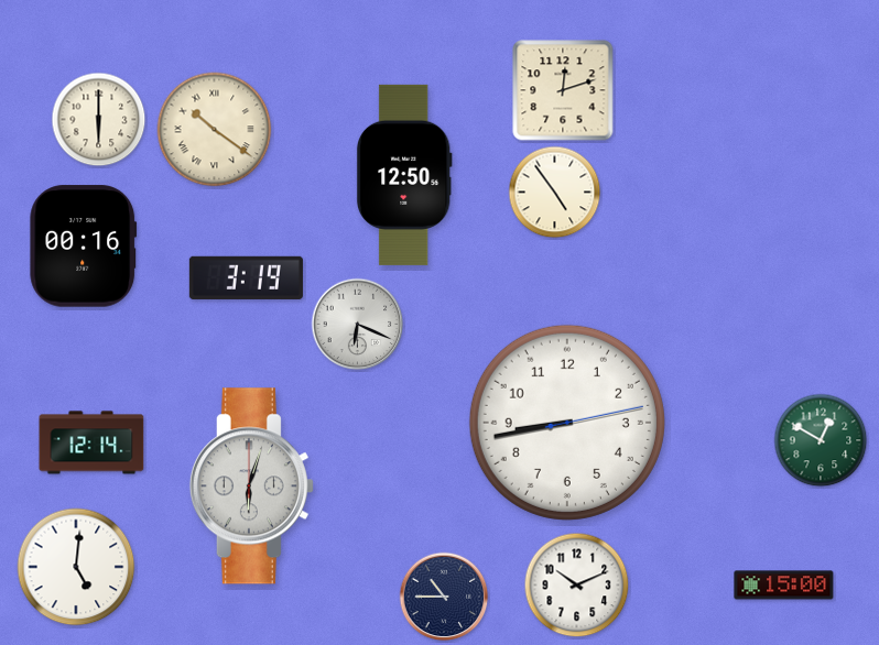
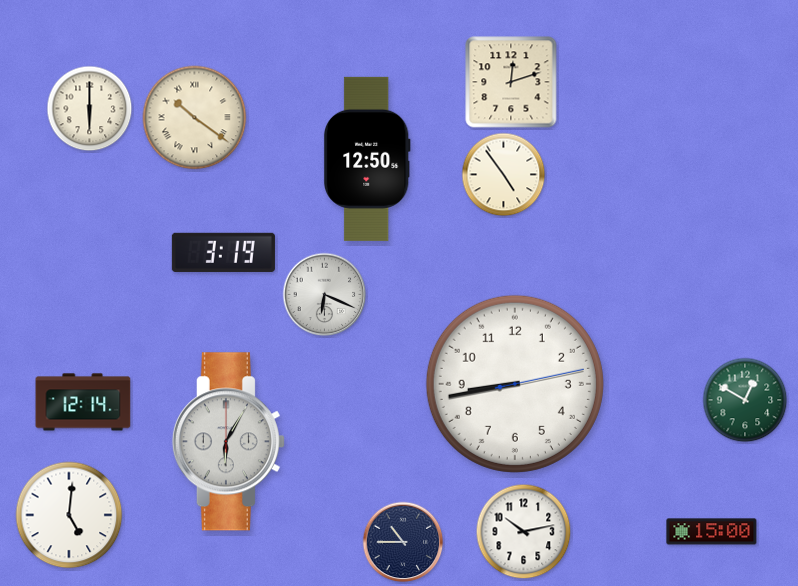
clock at (84, 247): 00:16 -> none
clock at (251, 487): 6:03 -> 6:05
clock at (577, 586): 10:11 -> 10:13
